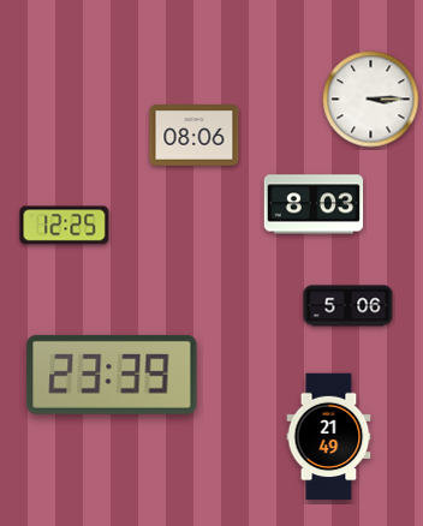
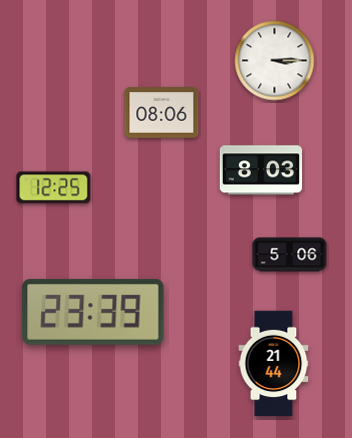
clock at (371, 100) position: (371, 100) -> (275, 61)
clock at (329, 437): 21:49 -> 21:44
